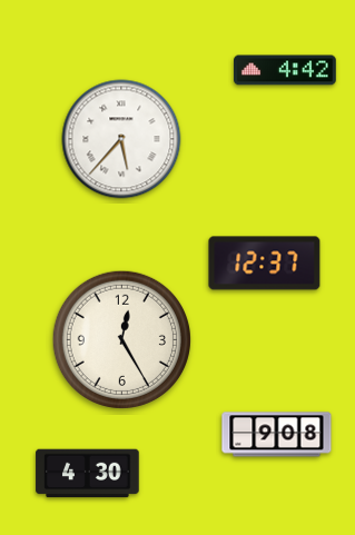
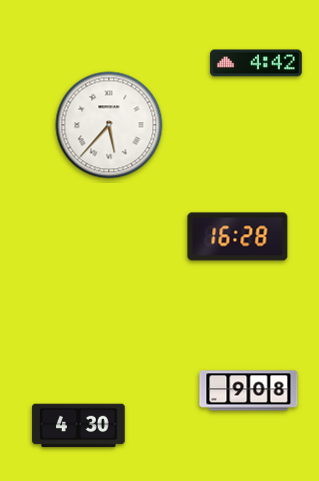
clock at (265, 264): 12:37 -> 16:28
clock at (121, 339): 12:25 -> none
